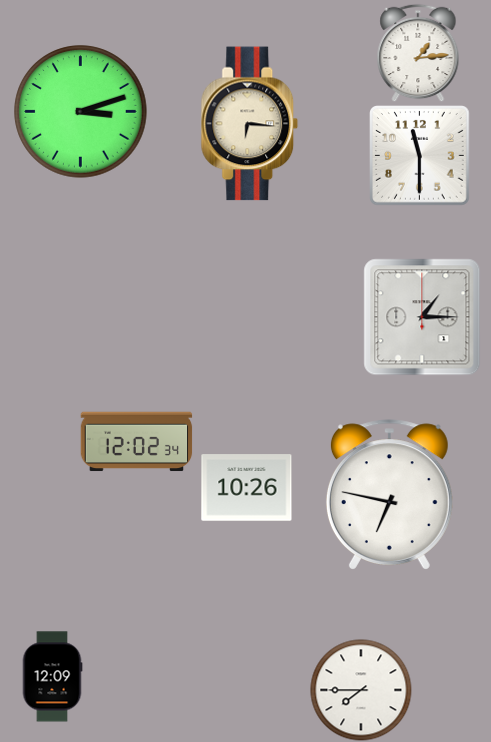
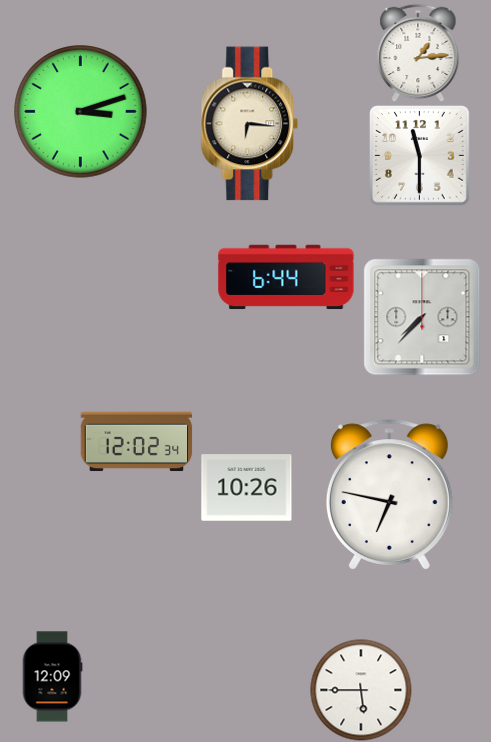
clock at (286, 277): none -> 6:44
clock at (422, 317): 1:15 -> 7:37
clock at (361, 690): 7:45 -> 5:45
